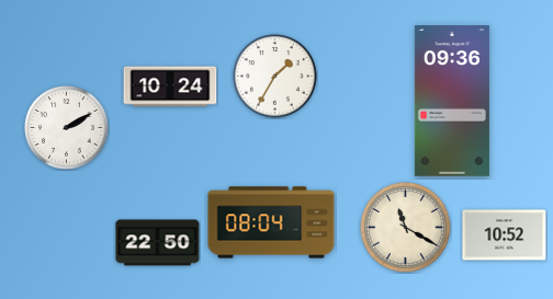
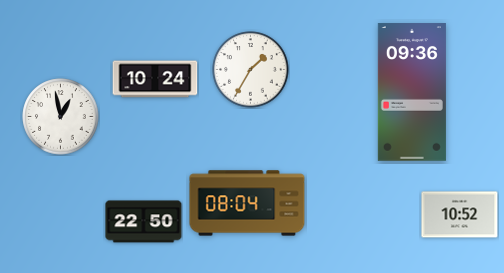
clock at (67, 128): 2:10 -> 12:58
clock at (406, 228): 11:20 -> none
